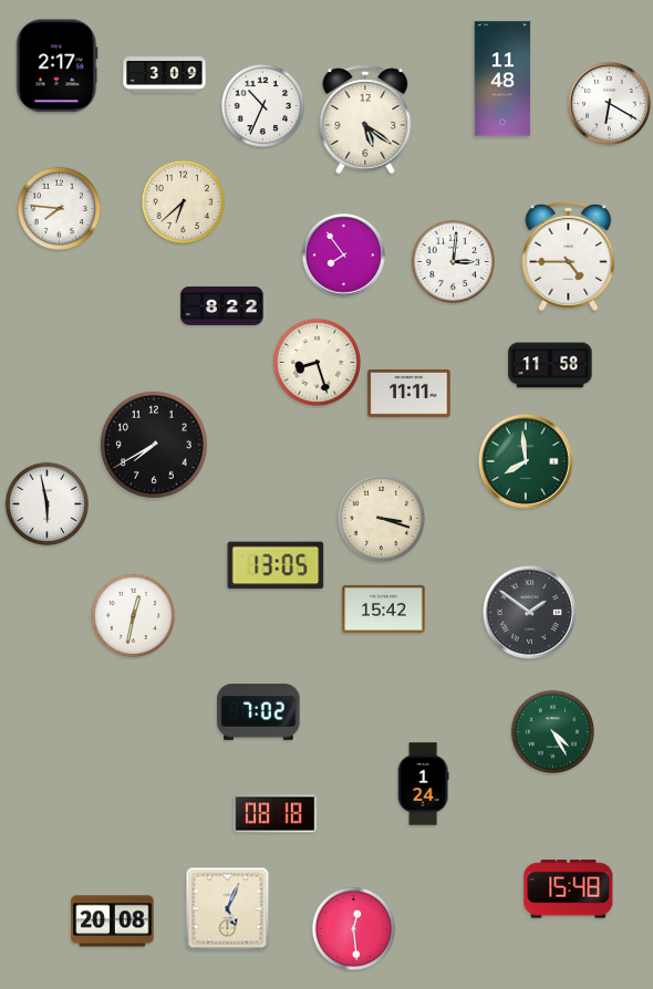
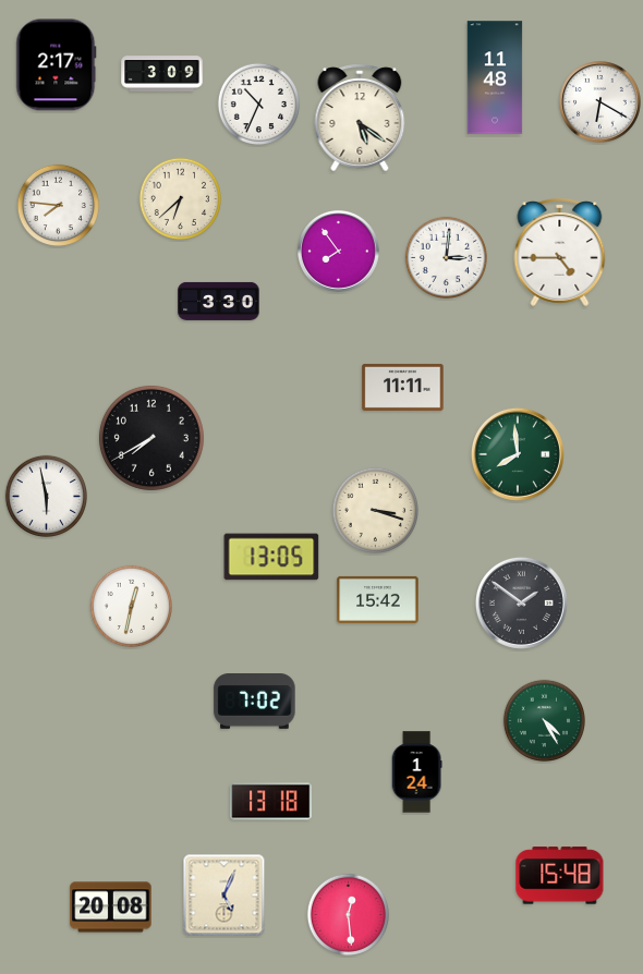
clock at (222, 305): 8:22 -> 3:30
clock at (317, 362): 8:27 -> none
clock at (550, 365): 11:58 -> none
clock at (276, 814): 08:18 -> 13:18
